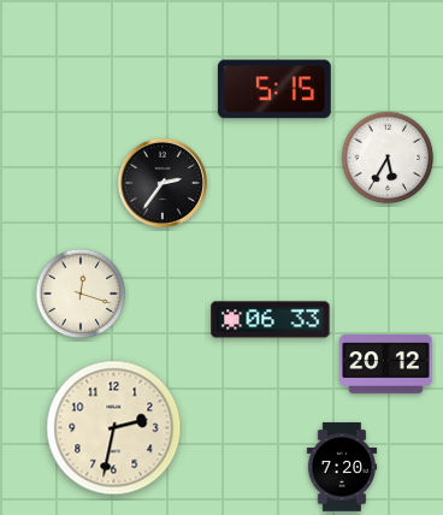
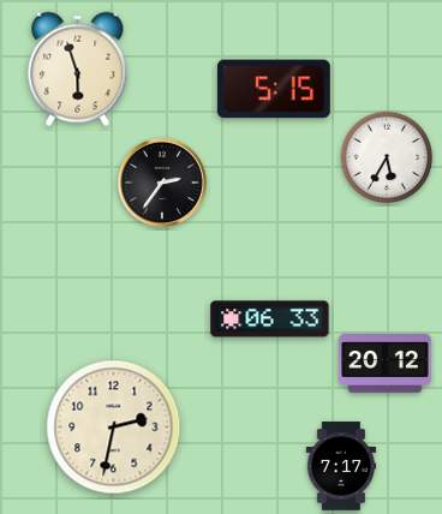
clock at (78, 70): none -> 5:57
clock at (81, 294): 12:18 -> none
clock at (342, 467): 7:20 -> 7:17
